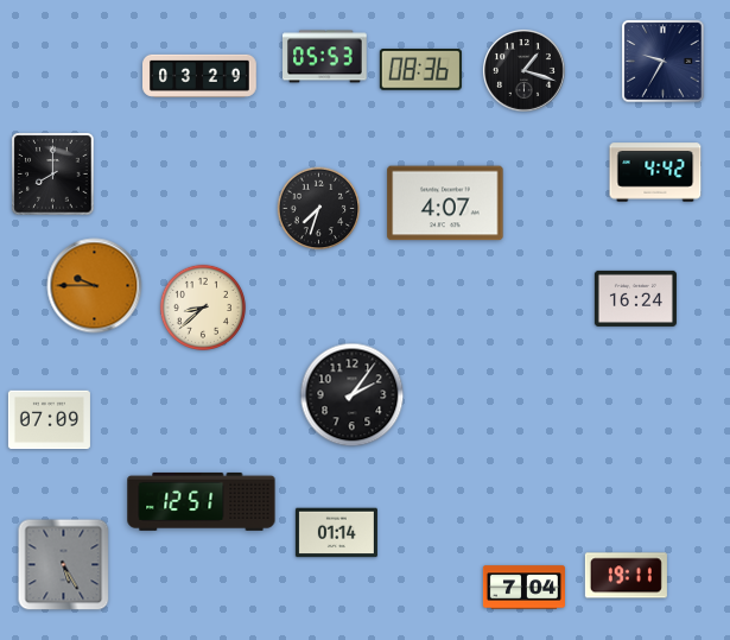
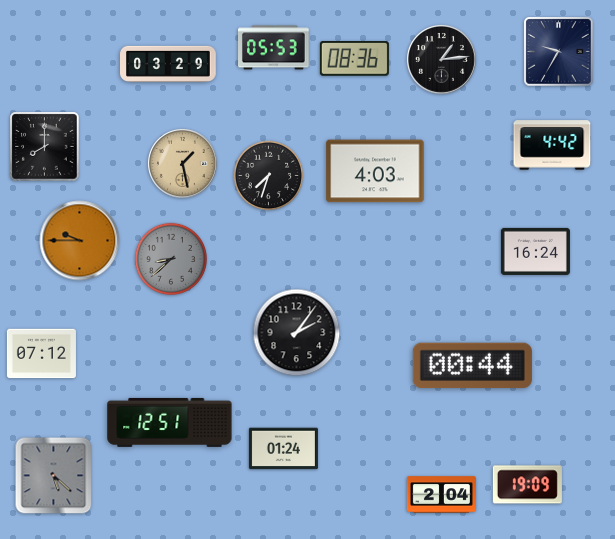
clock at (523, 70): 1:18 -> 1:14
clock at (182, 163): none -> 1:28
clock at (445, 203): 4:07 -> 4:03
clock at (203, 308) dial: cream -> grey
clock at (49, 420): 07:09 -> 07:12
clock at (472, 366): none -> 00:44
clock at (336, 533): 01:14 -> 01:24
clock at (64, 565): 5:25 -> 5:22
clock at (626, 576): 19:11 -> 19:09
clock at (523, 588): 7:04 -> 2:04
